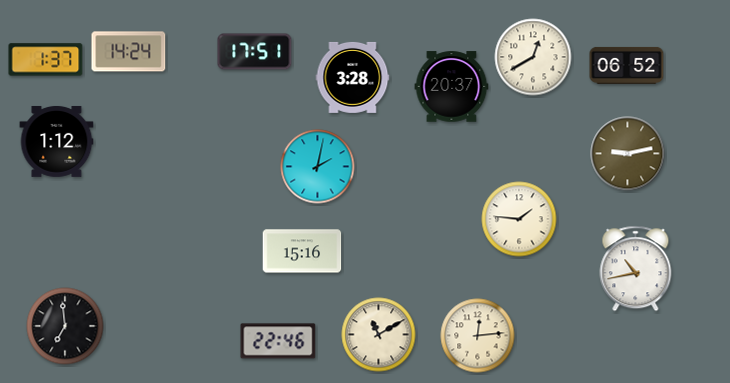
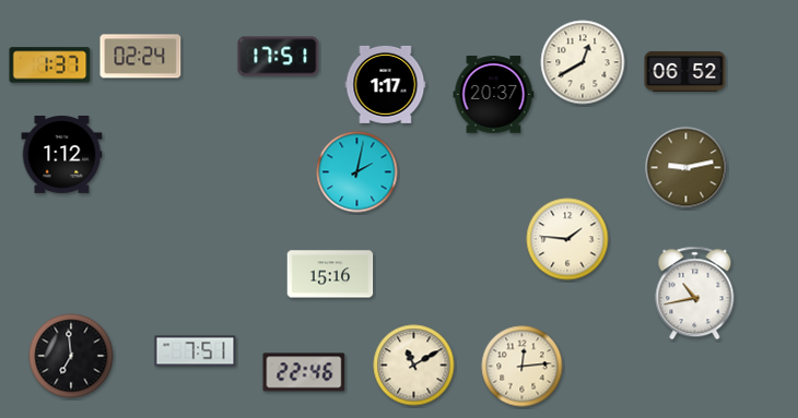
clock at (129, 52): 14:24 -> 02:24
clock at (353, 77): 3:28 -> 1:17
clock at (318, 167) position: (318, 167) -> (357, 172)
clock at (196, 351): none -> 7:51
